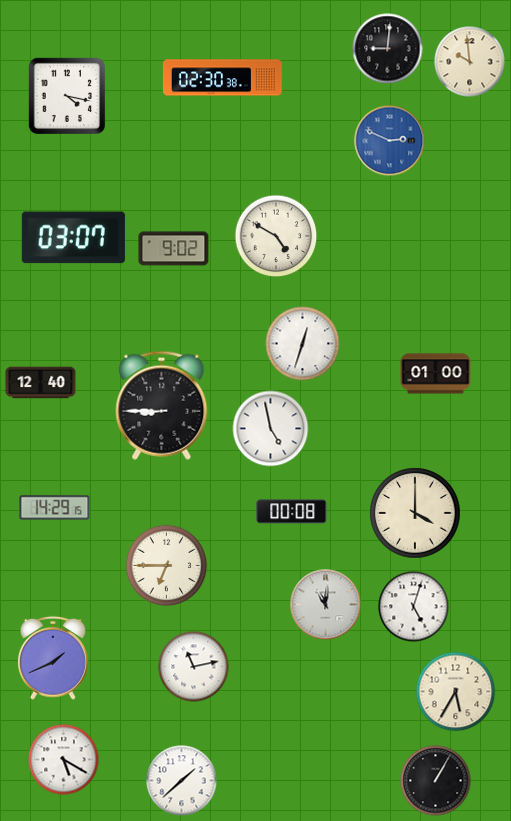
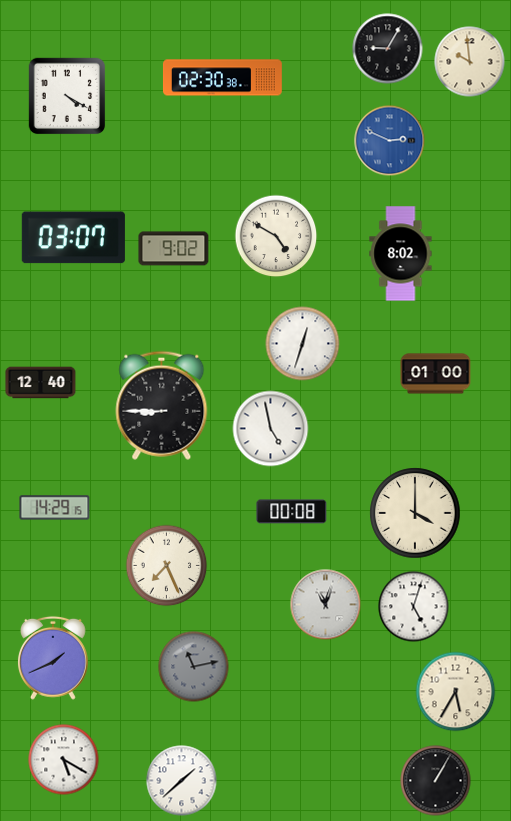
clock at (388, 49): 9:01 -> 9:05
clock at (67, 96): 4:17 -> 4:20
clock at (401, 254): none -> 8:02
clock at (167, 566): 6:45 -> 7:26
clock at (326, 605): 11:01 -> 11:03
clock at (194, 667) dial: white -> grey
